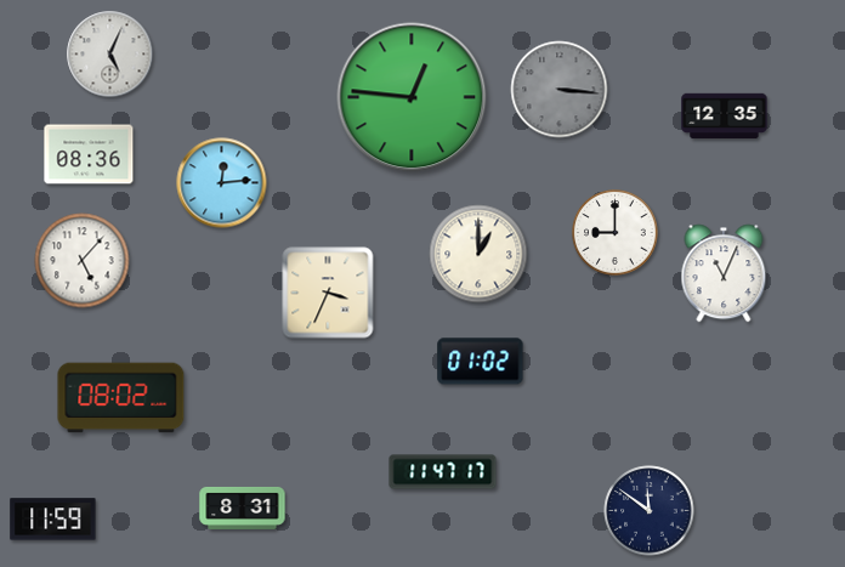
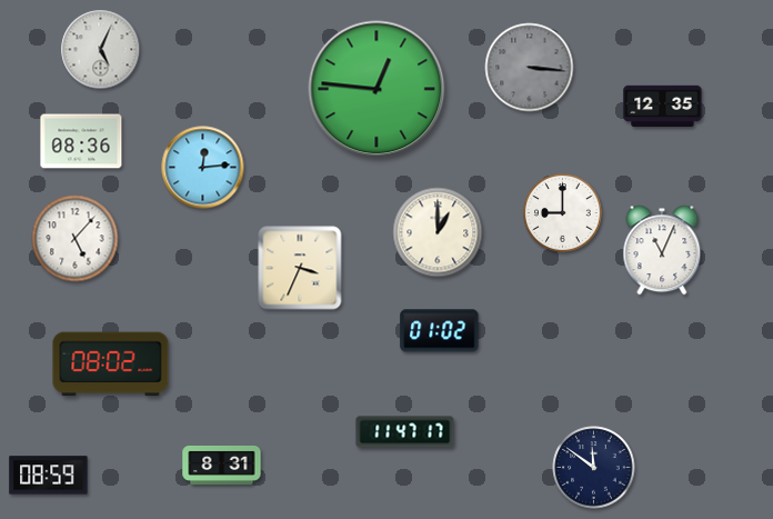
clock at (560, 90) position: (560, 90) -> (530, 68)
clock at (53, 520): 11:59 -> 08:59
